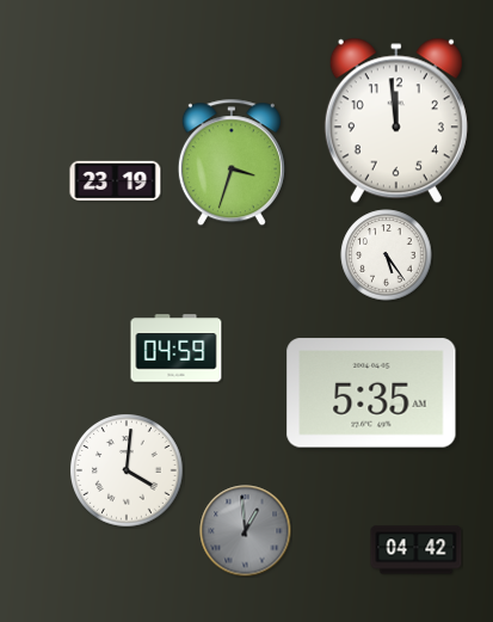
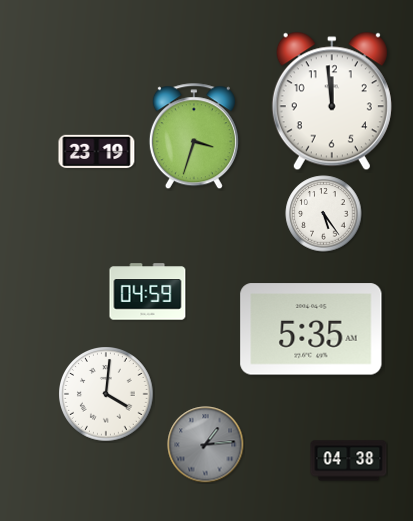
clock at (246, 531): 12:59 -> 1:14
clock at (417, 550): 04:42 -> 04:38
